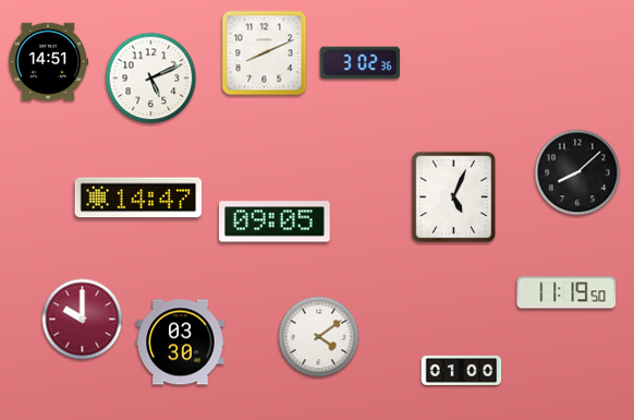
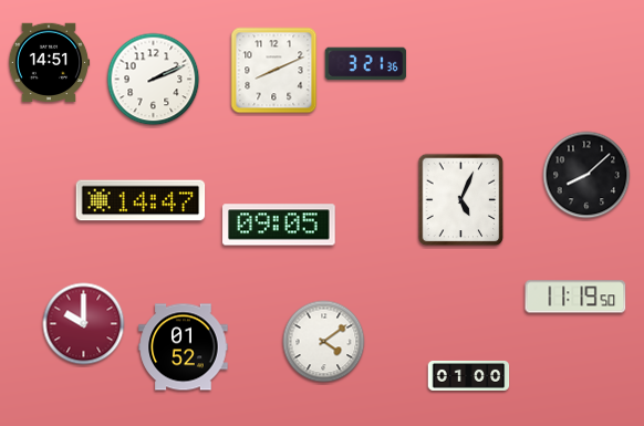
clock at (265, 53) position: (265, 53) -> (274, 71)
clock at (361, 63): 3:02 -> 3:21
clock at (151, 79): 5:11 -> 2:11
clock at (181, 343): 03:30 -> 01:52
